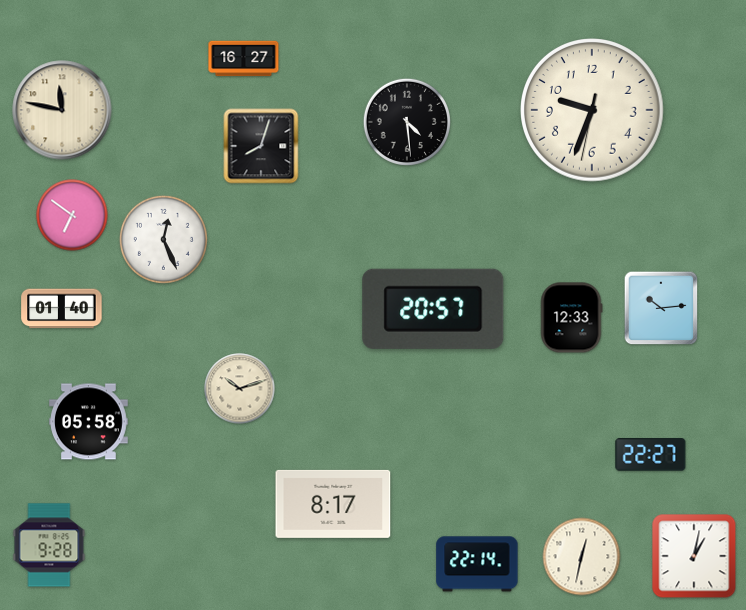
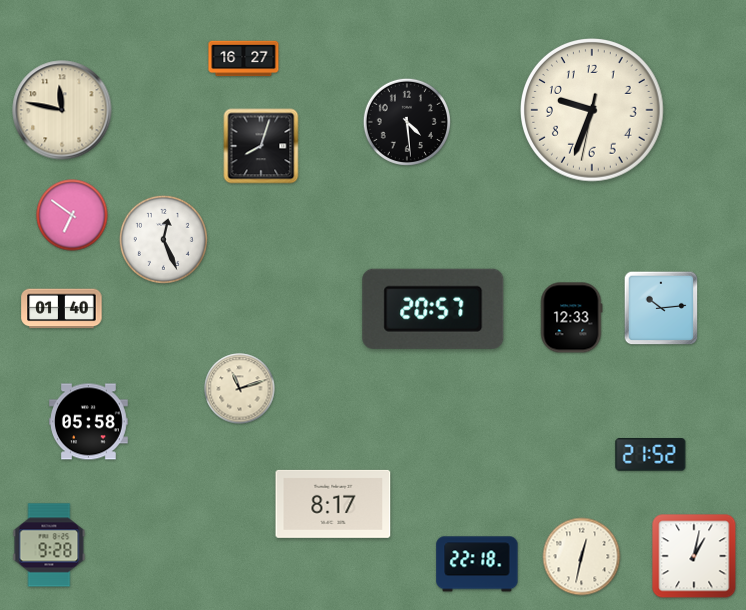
clock at (240, 389): 10:12 -> 11:12
clock at (651, 455): 22:27 -> 21:52
clock at (477, 564): 22:14 -> 22:18
